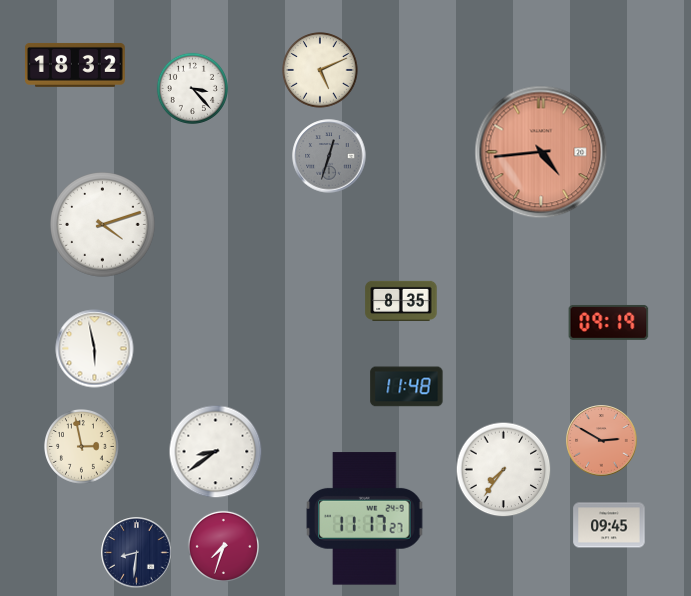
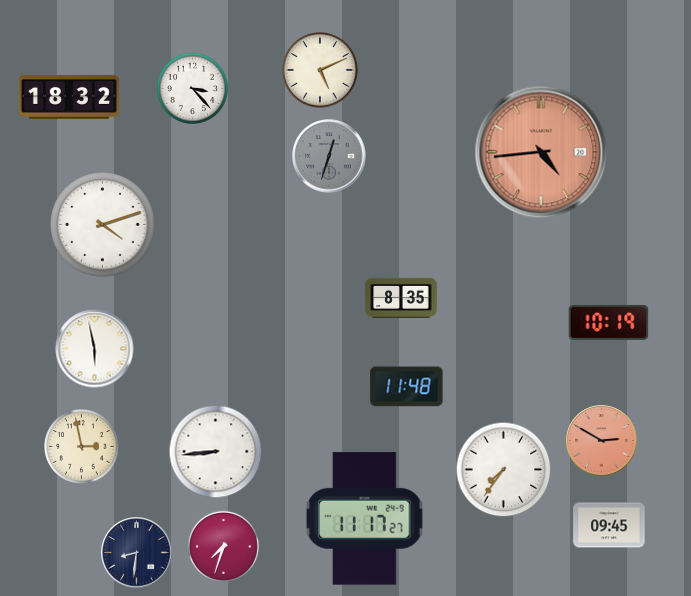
clock at (75, 65) position: (75, 65) -> (69, 97)
clock at (401, 301) position: (401, 301) -> (401, 298)
clock at (609, 322): 09:19 -> 10:19
clock at (216, 452): 8:39 -> 8:44
